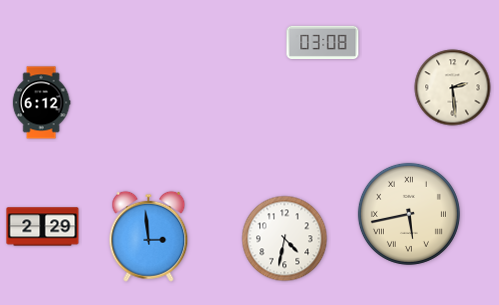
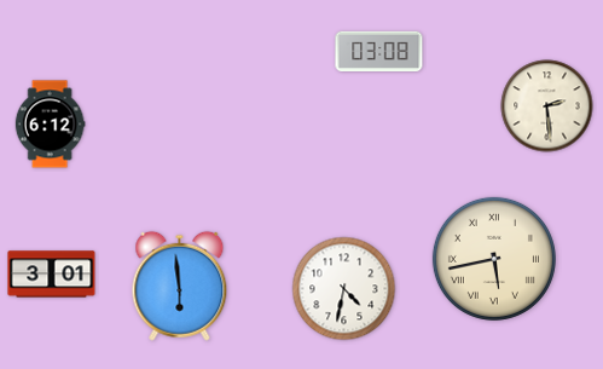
clock at (323, 42) position: (323, 42) -> (379, 51)
clock at (43, 227): 2:29 -> 3:01
clock at (149, 236): 2:59 -> 5:59
